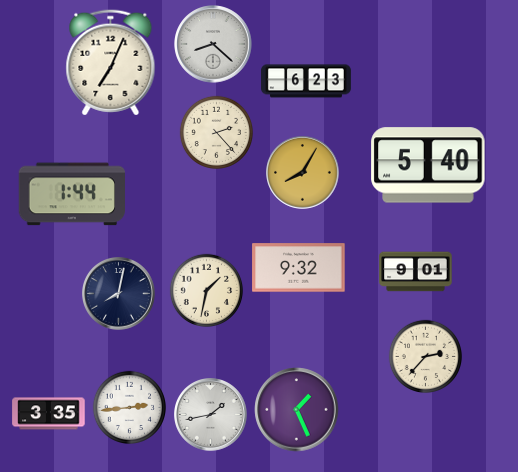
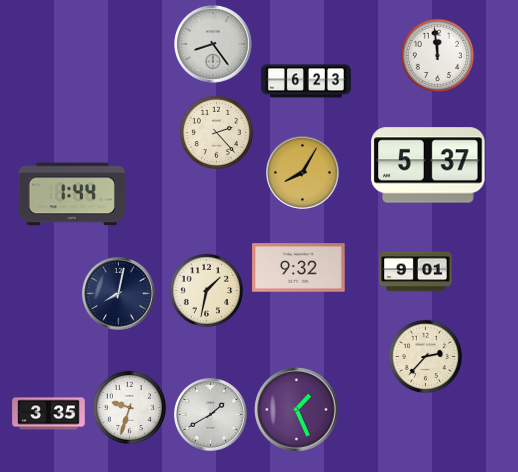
clock at (213, 44): 8:22 -> 8:24
clock at (437, 55): none -> 11:59
clock at (111, 63): 7:04 -> none
clock at (428, 165): 5:40 -> 5:37
clock at (129, 407): 2:44 -> 9:33
clock at (211, 415): 1:43 -> 1:40
